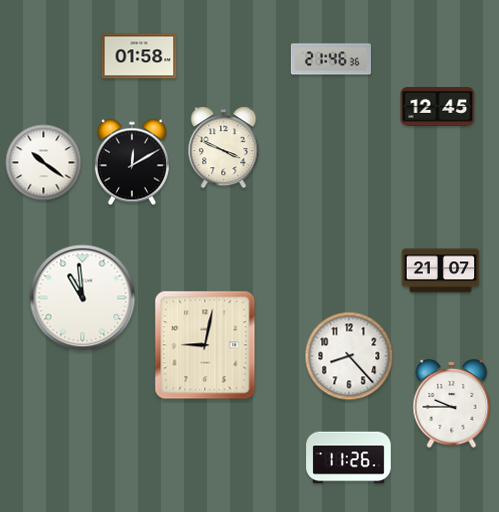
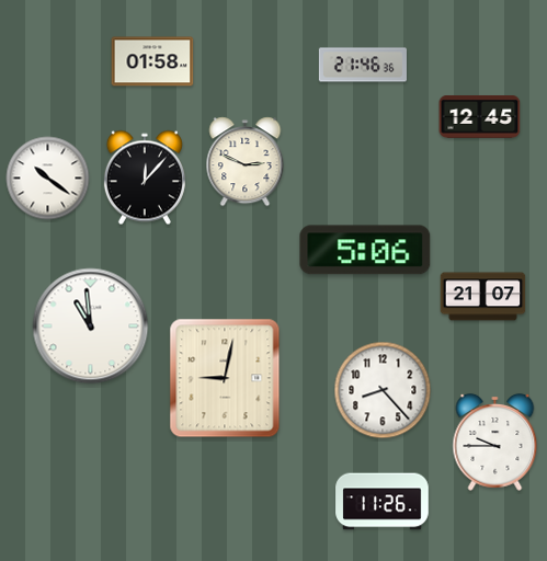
clock at (224, 148): 3:49 -> 2:49
clock at (132, 162): 12:10 -> 12:07
clock at (365, 250): none -> 5:06
